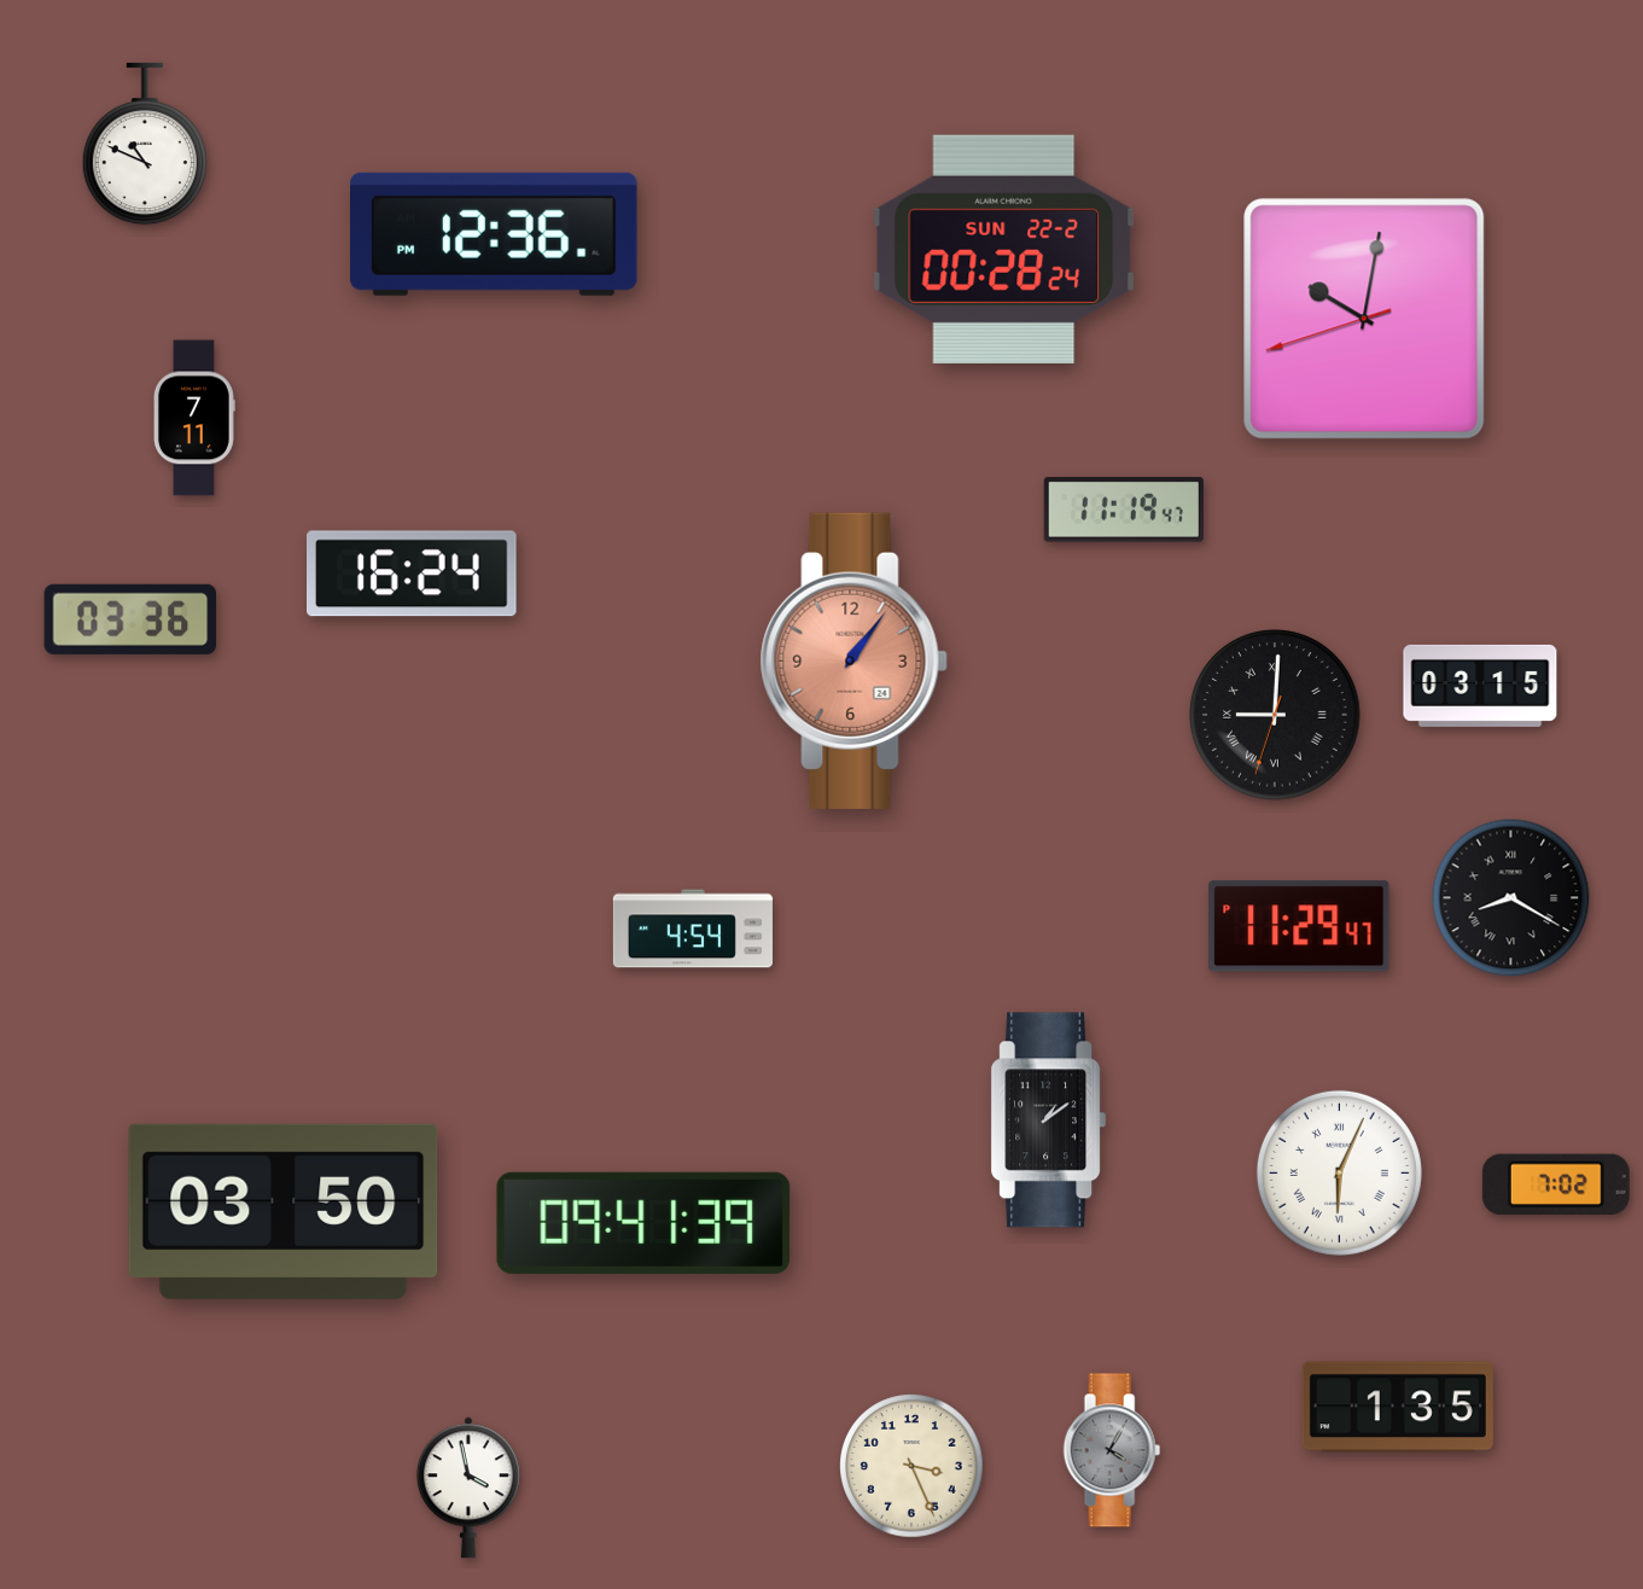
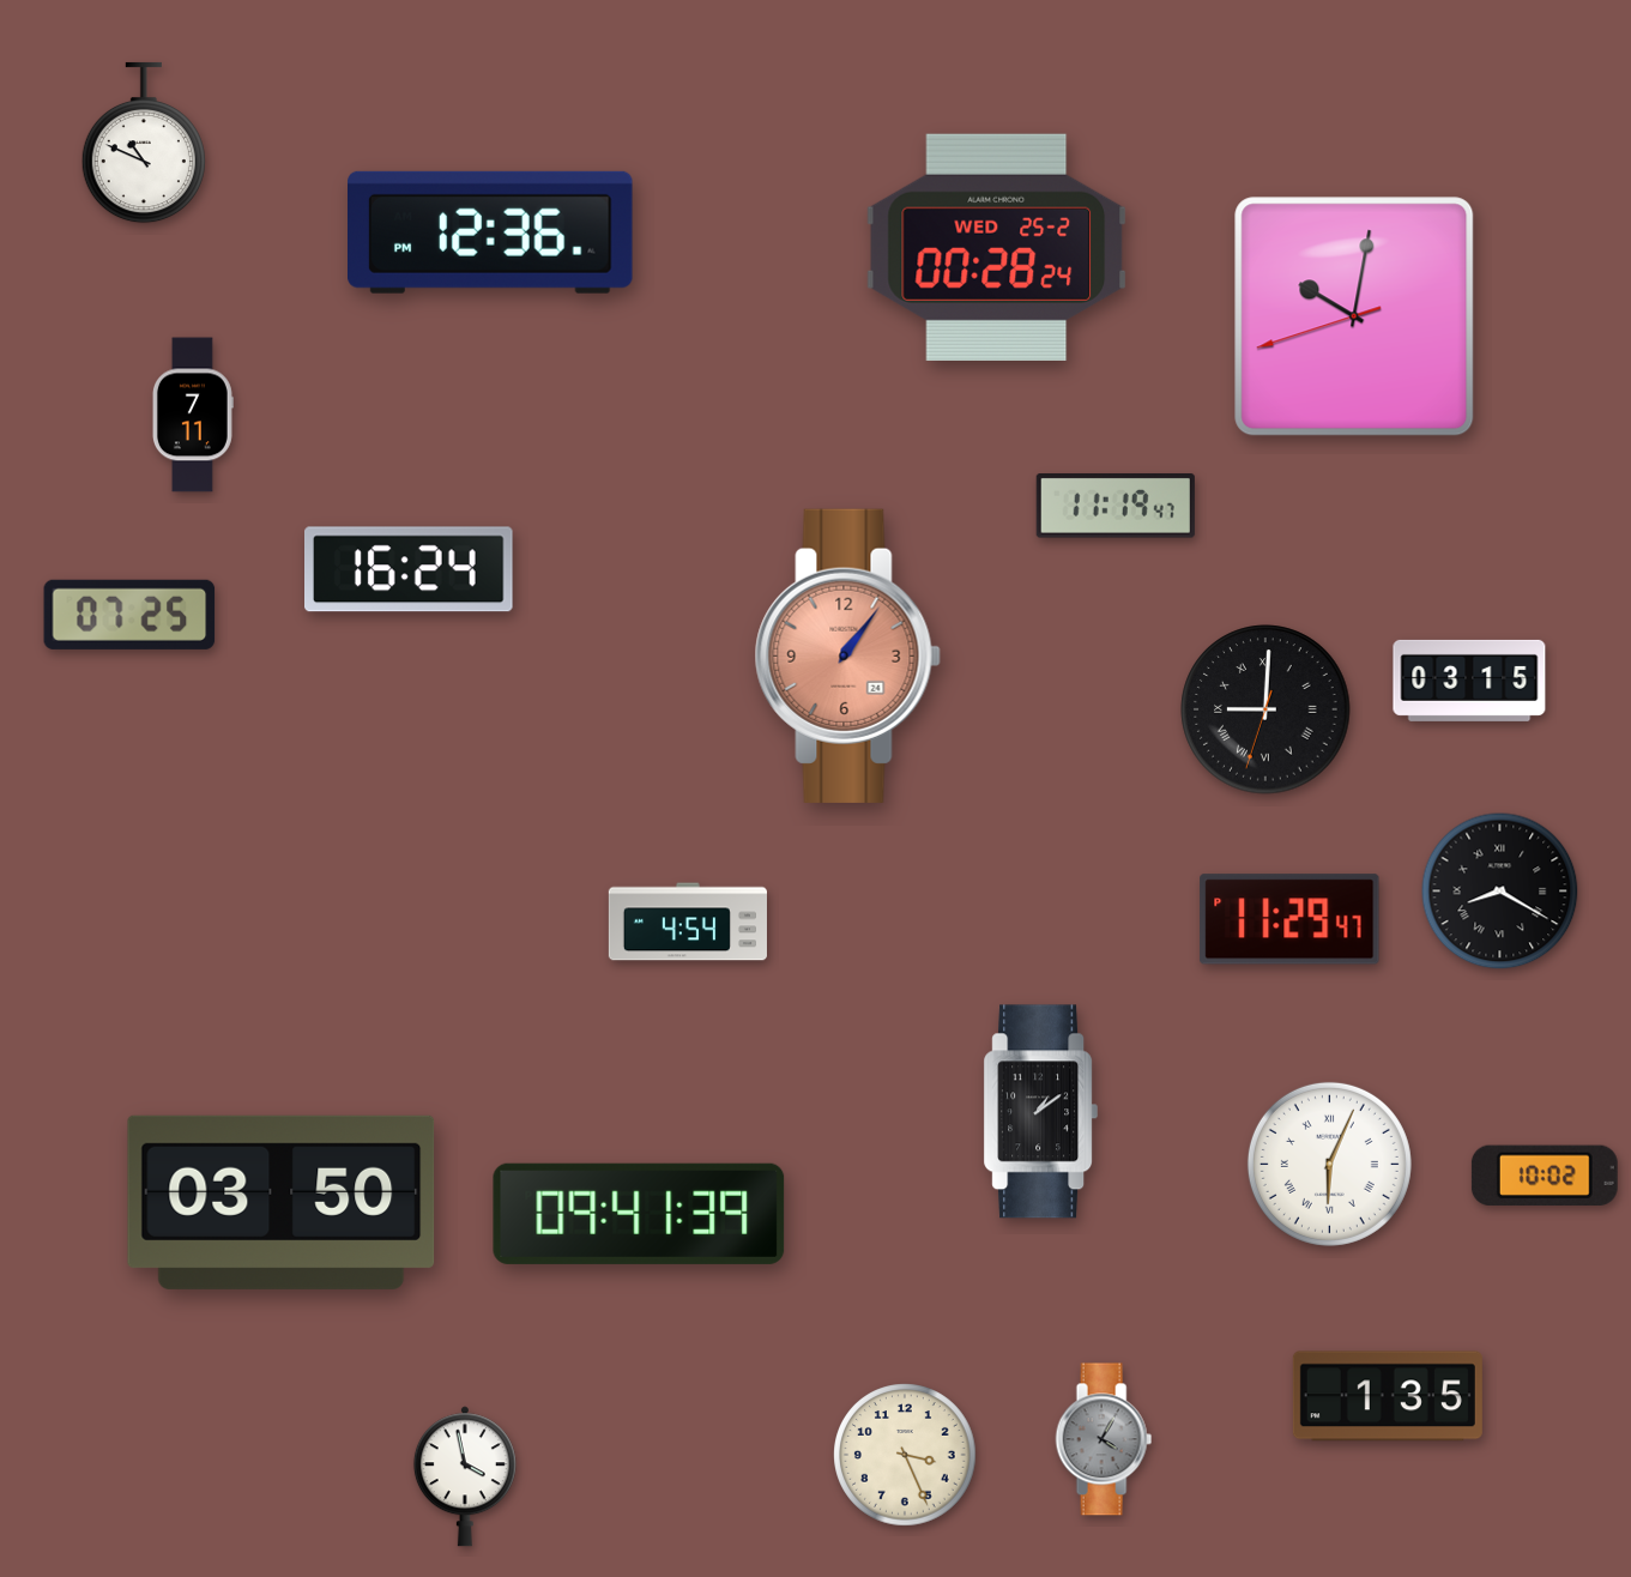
clock at (1004, 249) date: SUN 22-2 -> WED 25-2
clock at (130, 619): 03:36 -> 07:25
clock at (1556, 1185): 7:02 -> 10:02
